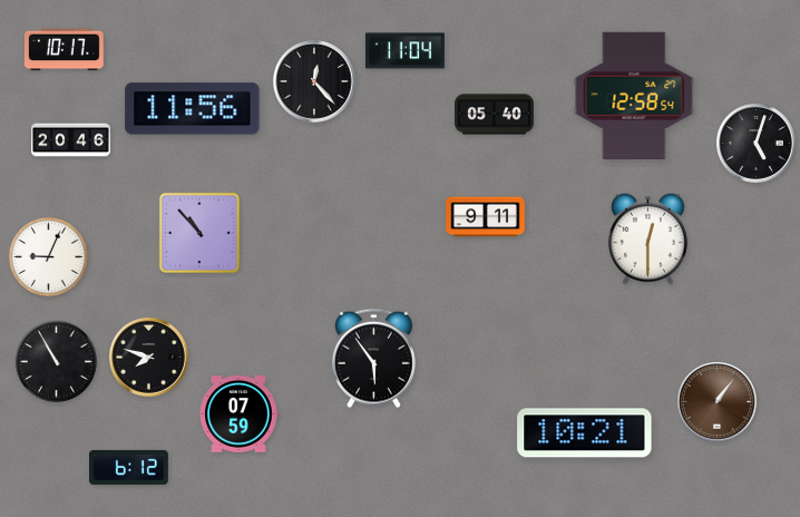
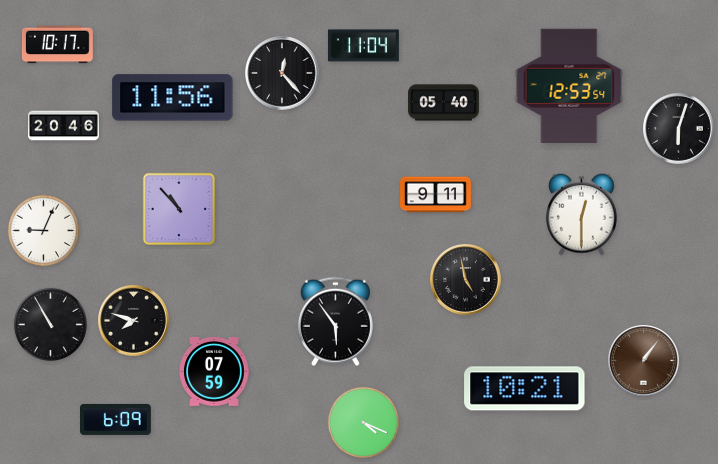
clock at (634, 95): 12:58 -> 12:53
clock at (757, 144): 5:03 -> 6:03
clock at (466, 280): none -> 4:58
clock at (129, 467): 6:12 -> 6:09
clock at (364, 423): none -> 4:19
